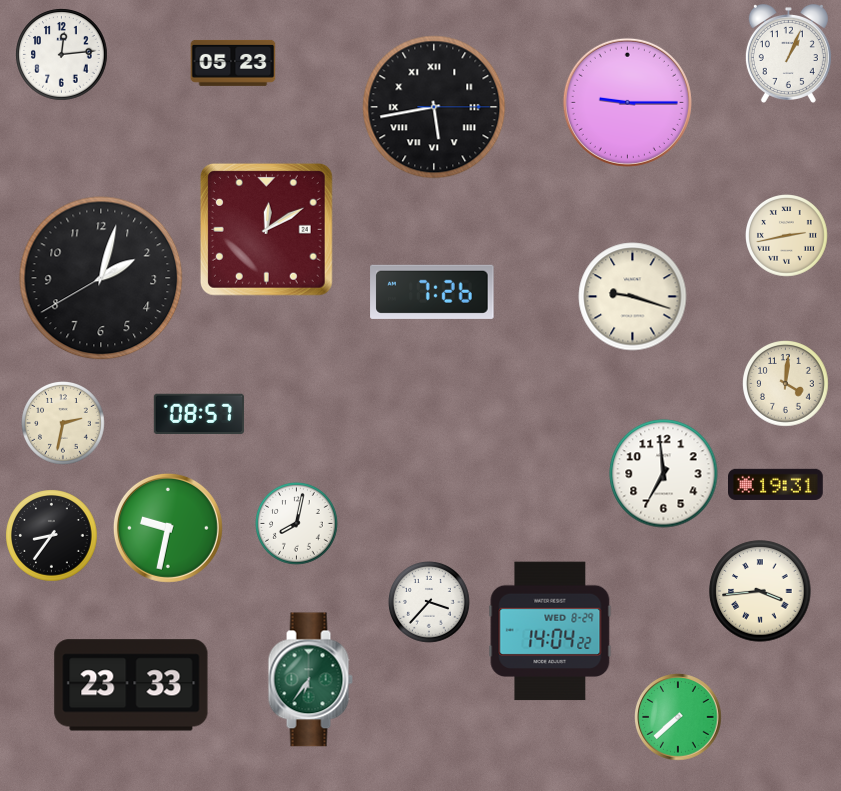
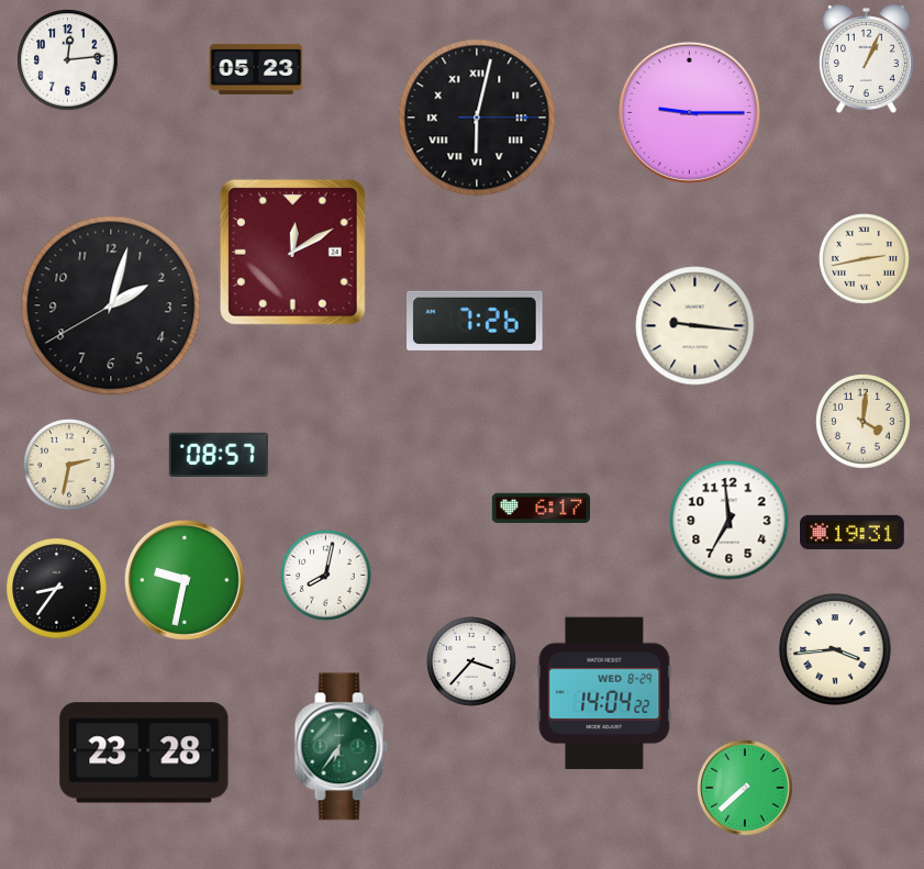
clock at (434, 107): 5:43 -> 6:02
clock at (633, 297): 9:18 -> 9:16
clock at (541, 508): none -> 6:17
clock at (131, 685): 23:33 -> 23:28
